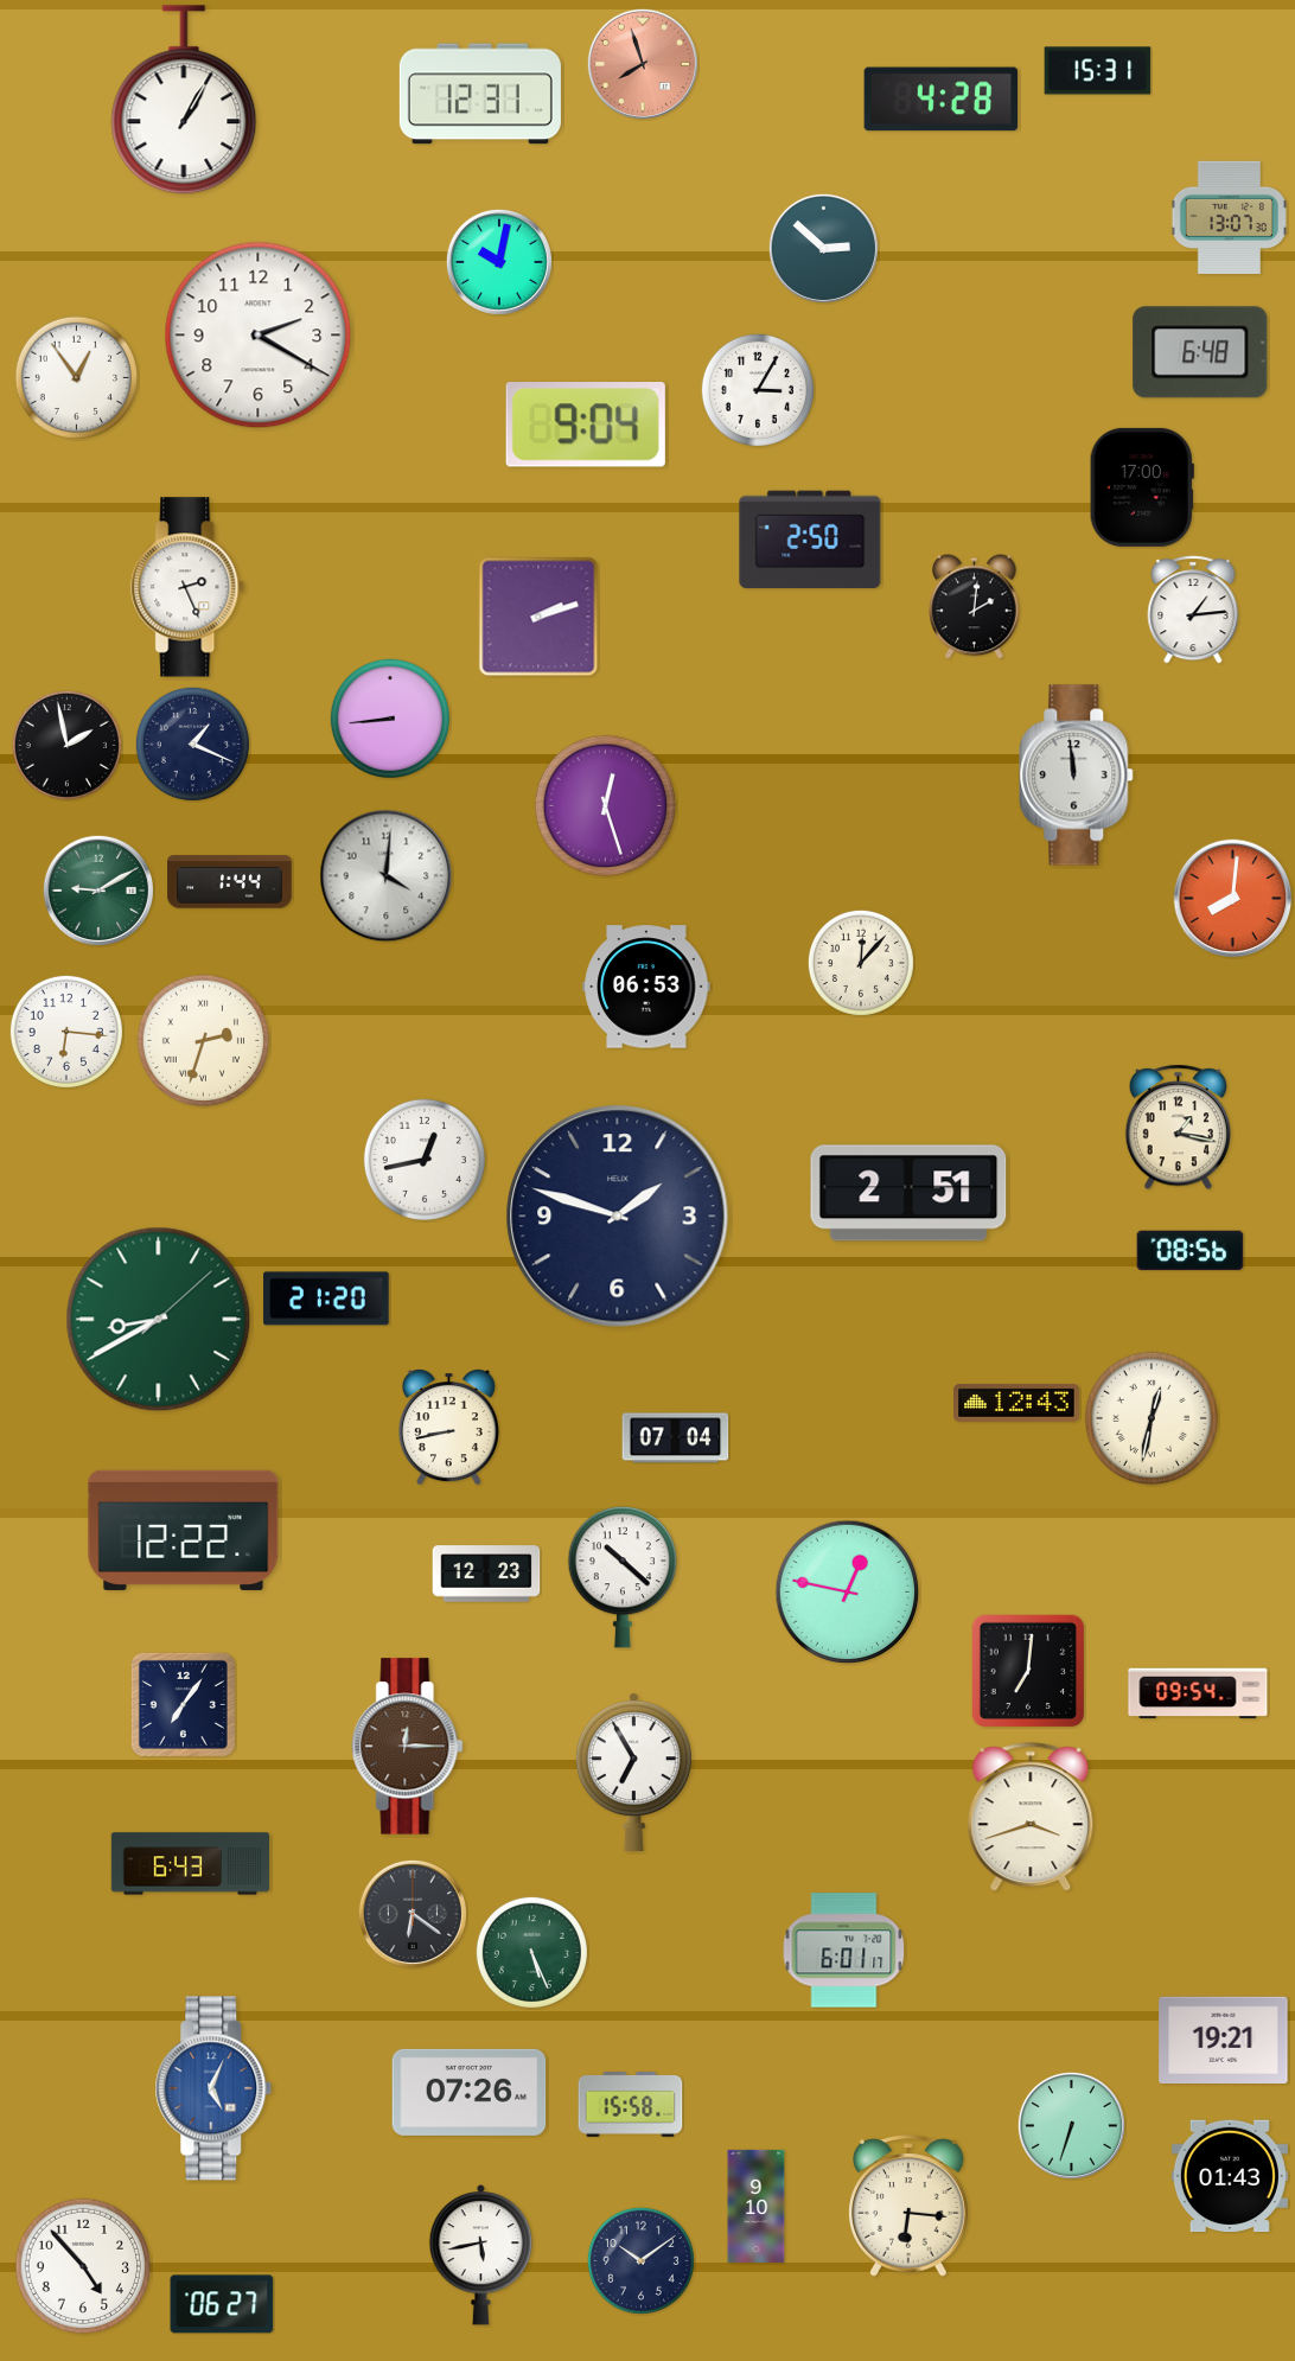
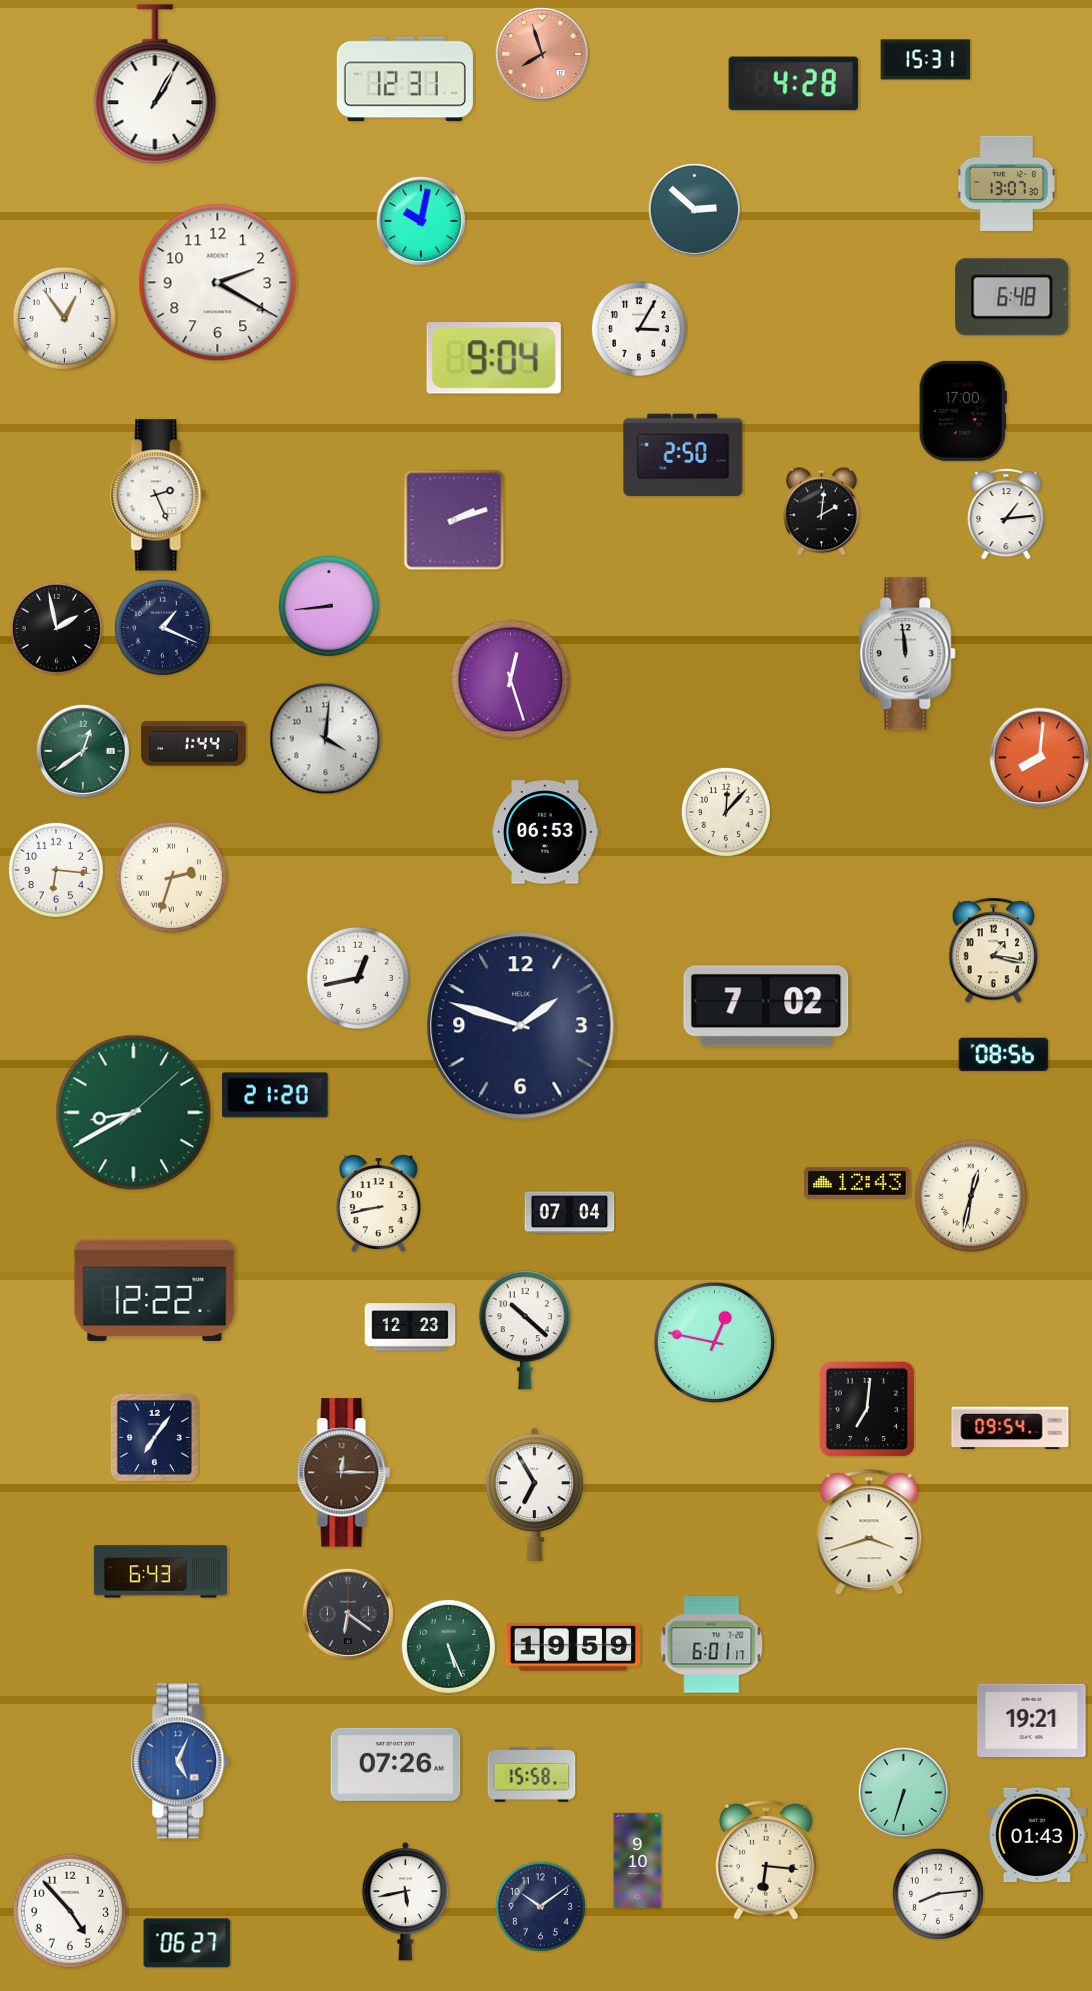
clock at (1229, 217) position: (1229, 217) -> (1006, 183)
clock at (98, 891): 9:10 -> 12:39
clock at (908, 1193): 2:51 -> 7:02
clock at (573, 1647): none -> 19:59
clock at (938, 1894): none -> 8:14
